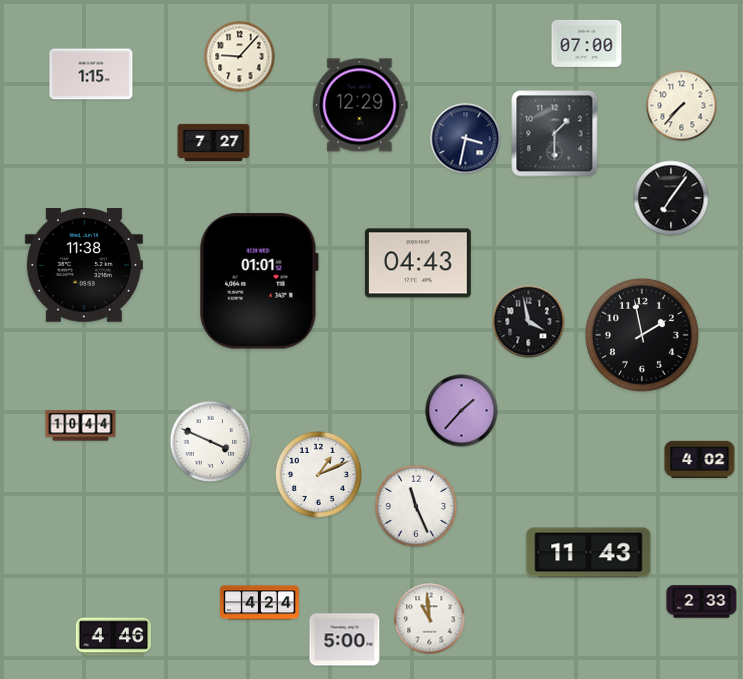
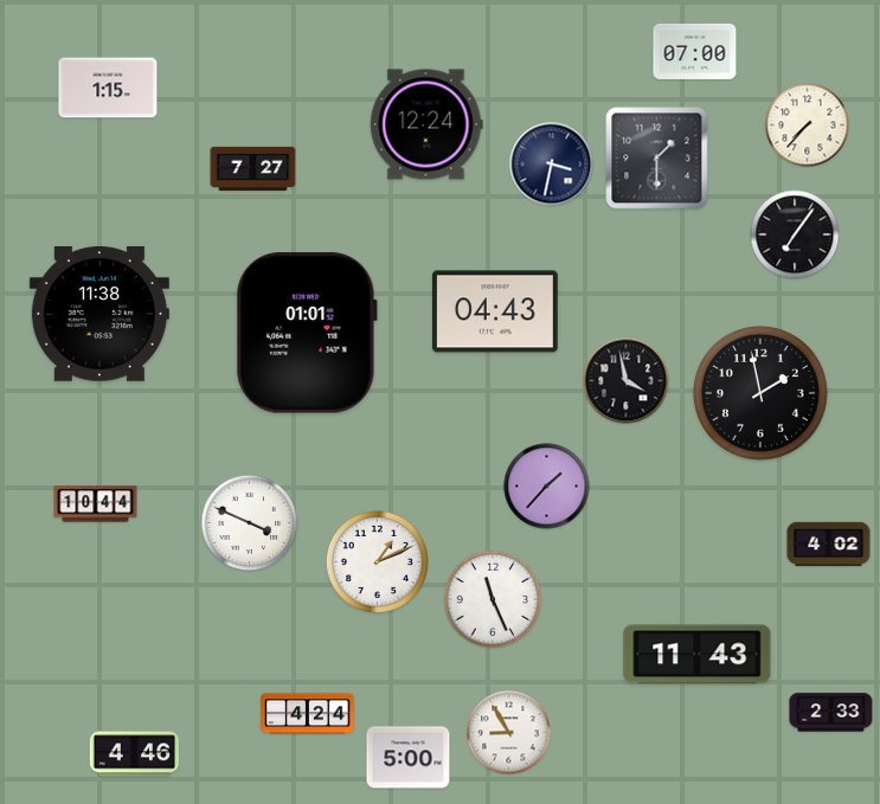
clock at (240, 57): 9:07 -> none
clock at (360, 105): 12:29 -> 12:24
clock at (642, 335) position: (642, 335) -> (760, 393)
clock at (430, 619): 10:59 -> 8:55
